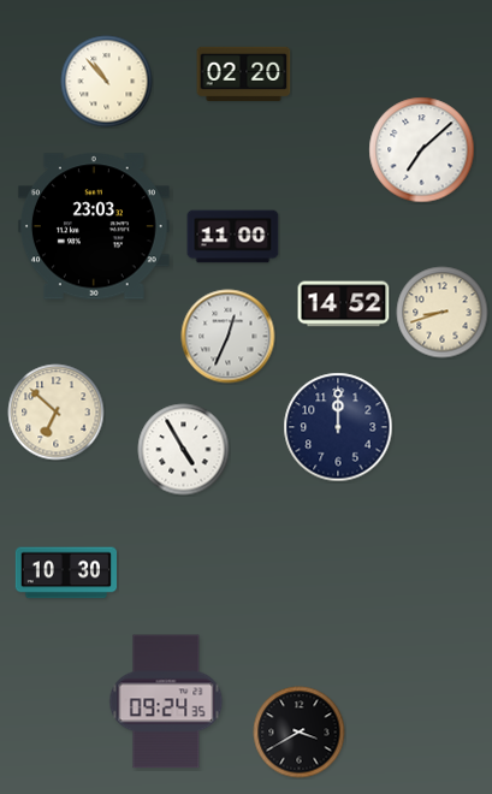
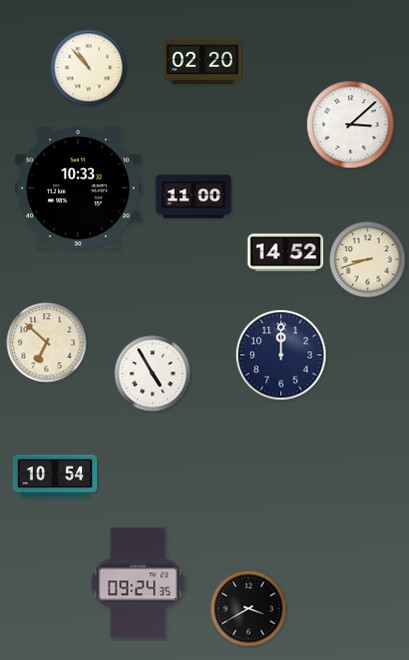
clock at (422, 150): 7:08 -> 3:08
clock at (94, 226): 23:03 -> 10:33
clock at (229, 337): 12:34 -> none
clock at (65, 573): 10:30 -> 10:54
